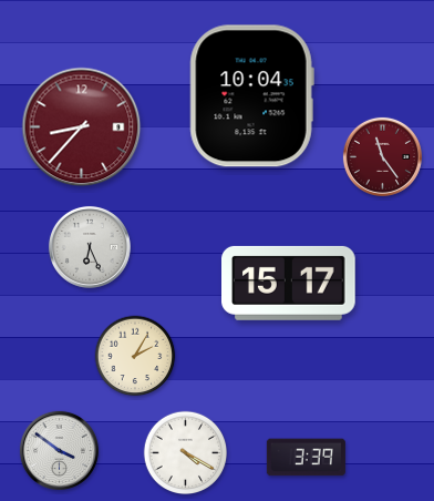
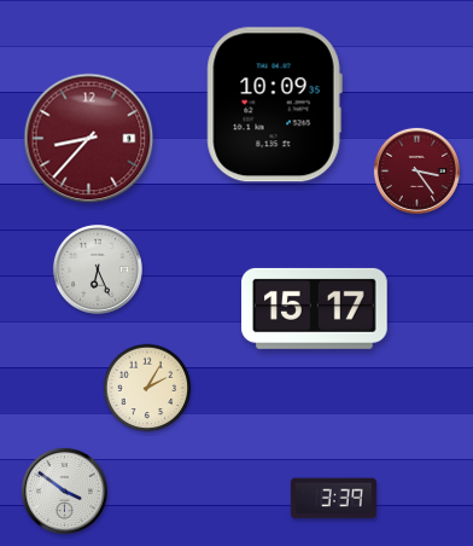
clock at (251, 96): 10:04 -> 10:09
clock at (382, 156): 11:24 -> 3:24
clock at (186, 453): 4:20 -> none
